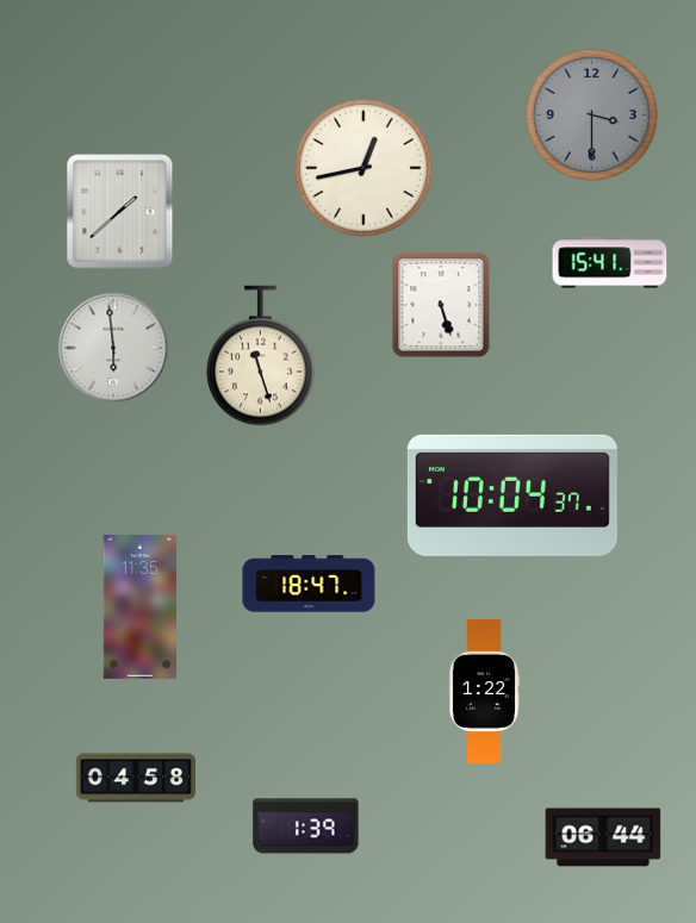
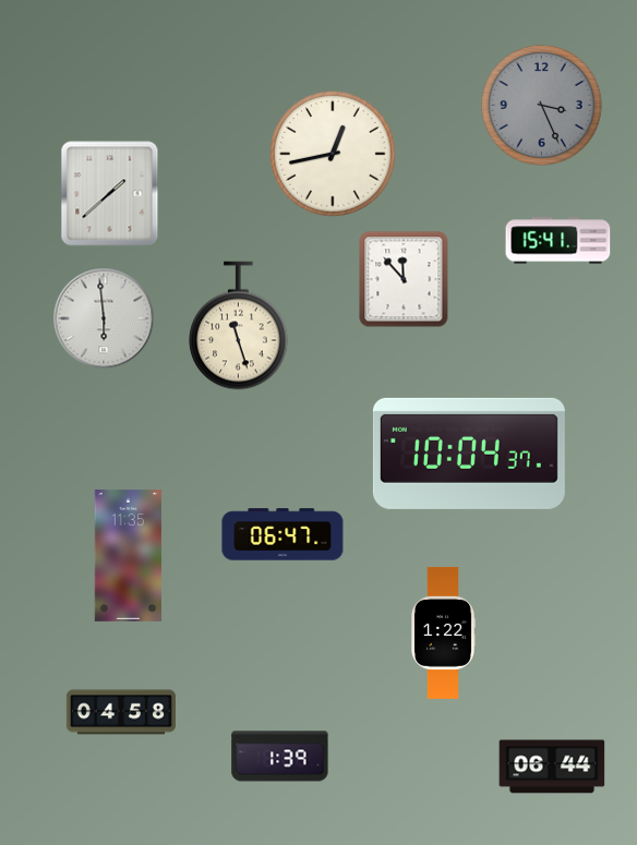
clock at (591, 114): 3:30 -> 3:26
clock at (441, 305): 5:27 -> 11:53
clock at (309, 584): 18:47 -> 06:47
clock at (136, 778) position: (136, 778) -> (121, 712)
